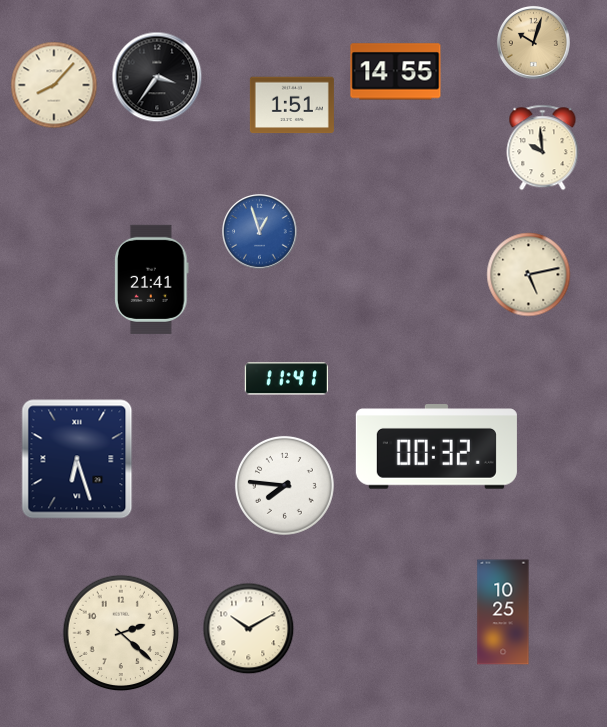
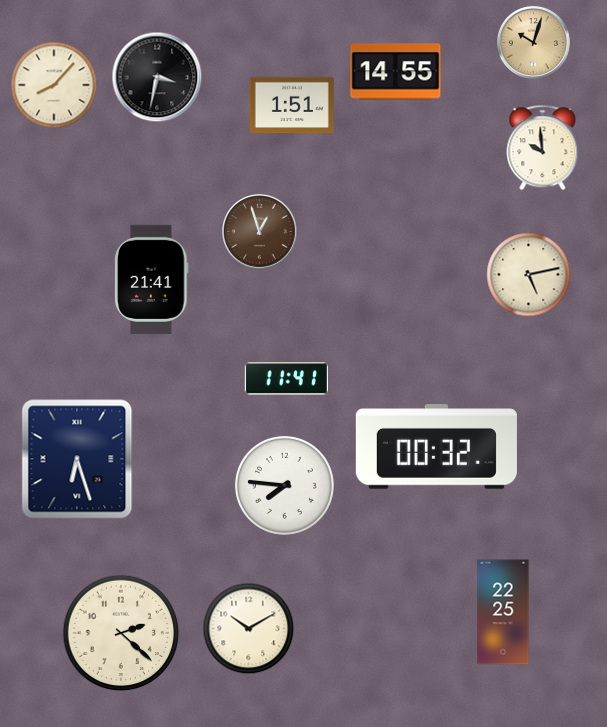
clock at (157, 77): 3:36 -> 3:32
clock at (260, 232) dial: blue -> brown
clock at (503, 612): 10:25 -> 22:25
